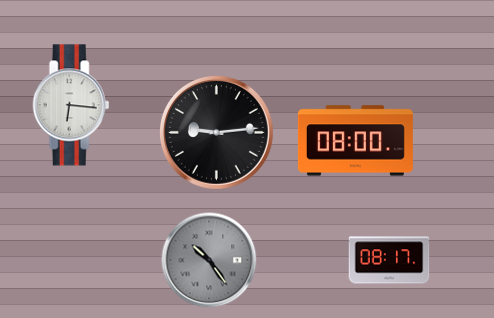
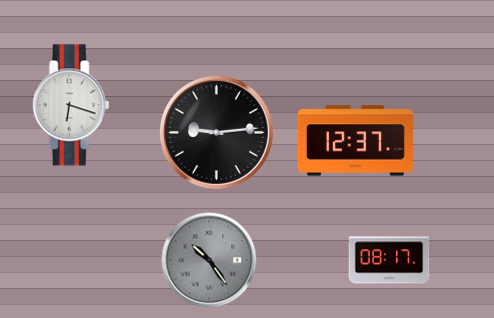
clock at (71, 105): 6:16 -> 6:18
clock at (355, 141): 08:00 -> 12:37
